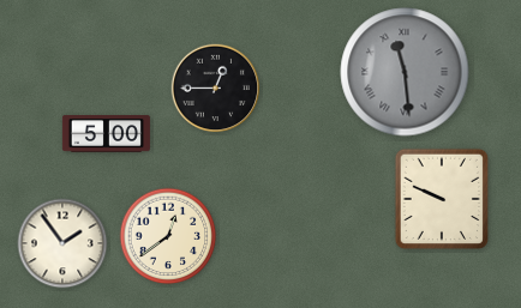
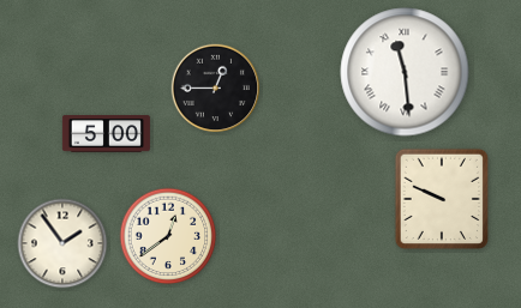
clock at (405, 72) dial: grey -> white
